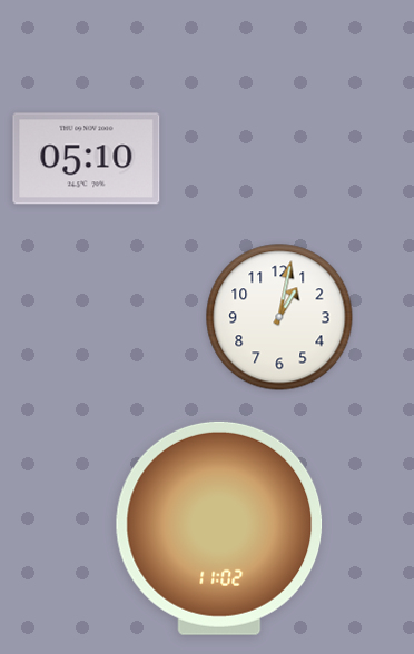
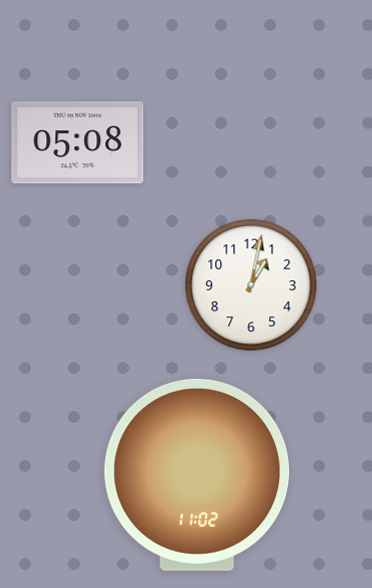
clock at (87, 159): 05:10 -> 05:08
